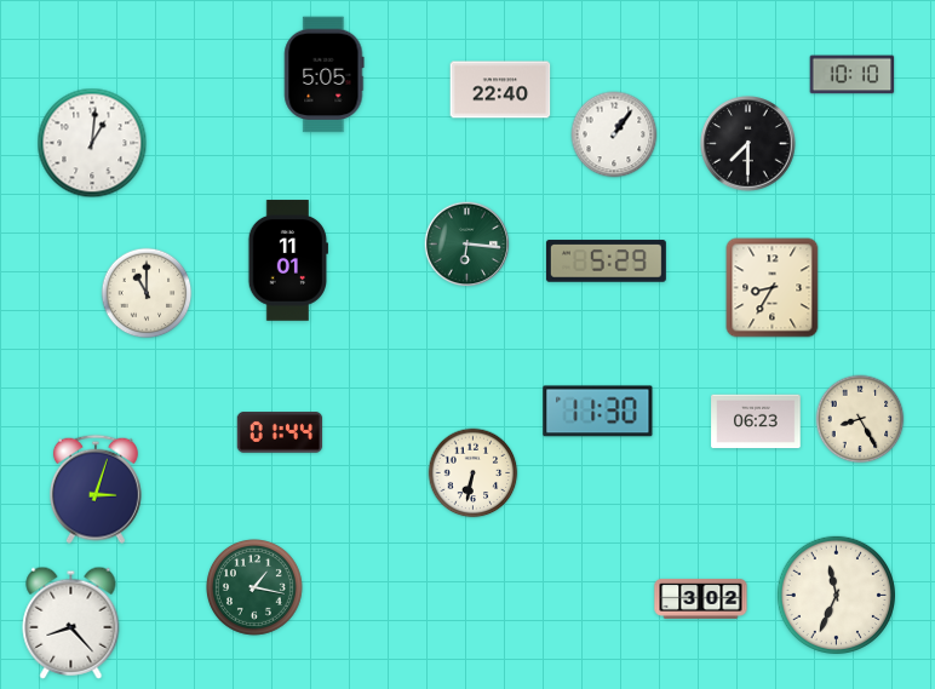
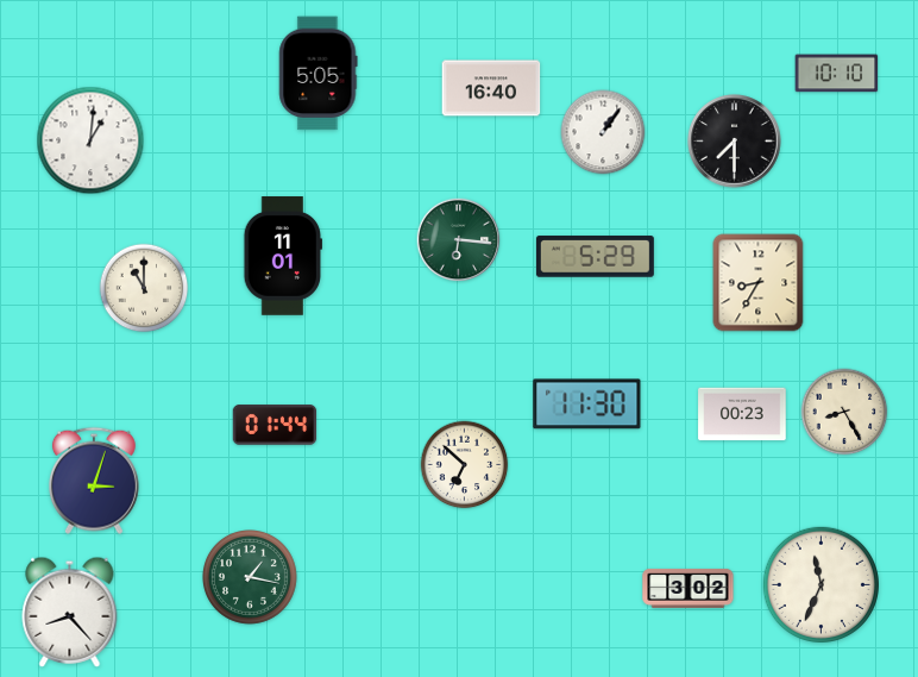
clock at (500, 90): 22:40 -> 16:40
clock at (756, 421): 06:23 -> 00:23
clock at (474, 473): 6:32 -> 6:52
